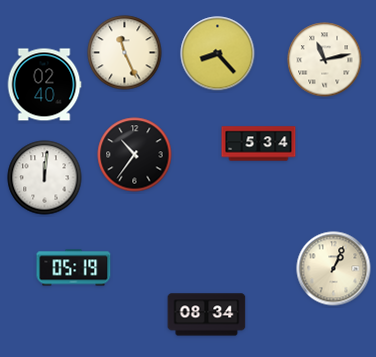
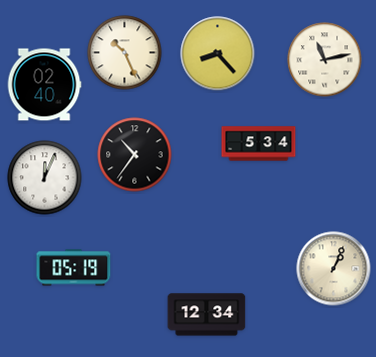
clock at (125, 53): 11:26 -> 10:26
clock at (45, 178): 12:01 -> 12:04
clock at (207, 315): 08:34 -> 12:34
